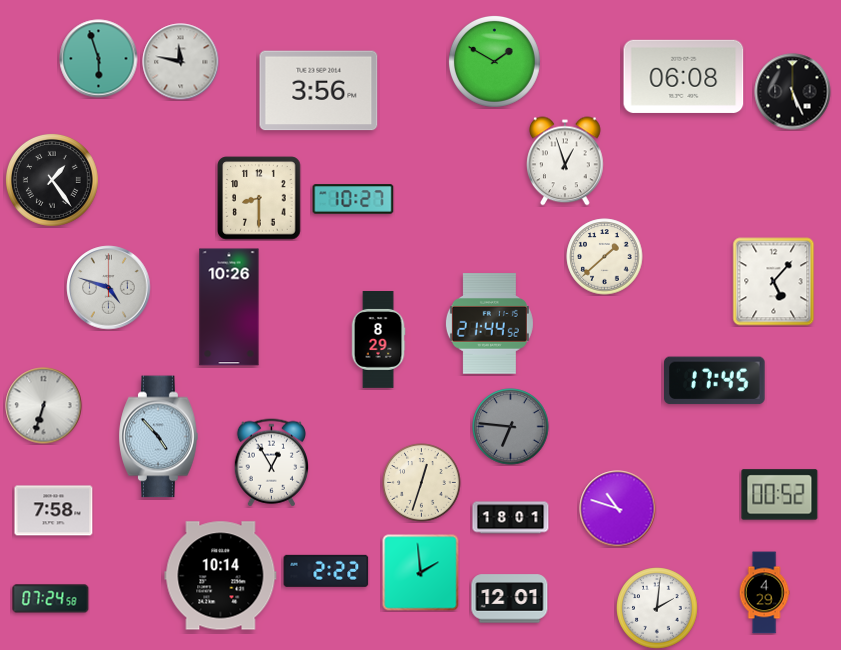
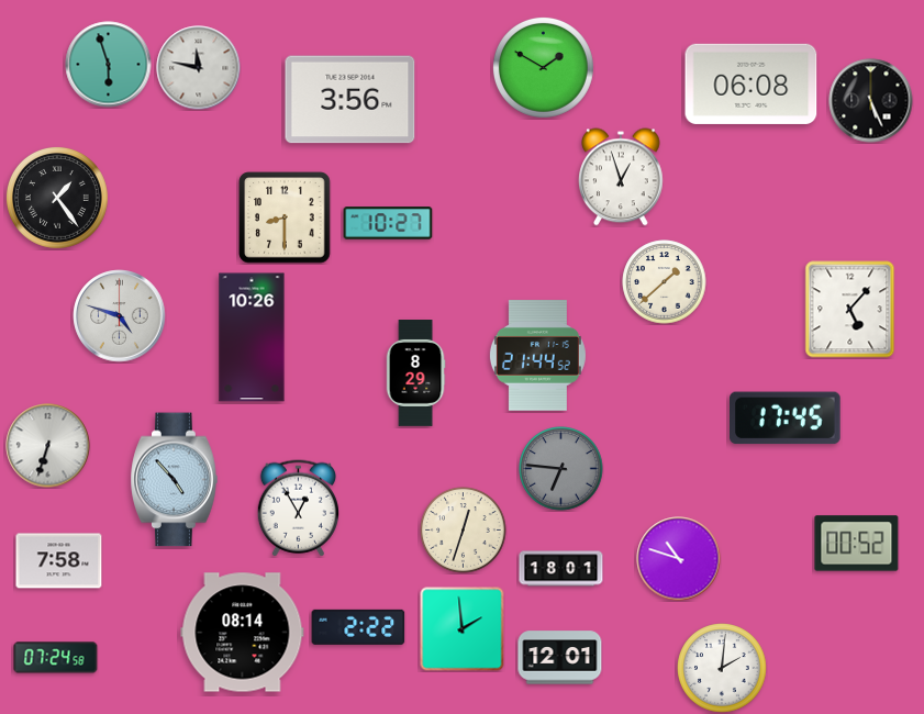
clock at (353, 199) position: (353, 199) -> (388, 223)
clock at (221, 576): 10:14 -> 08:14
clock at (764, 593): 4:29 -> none
